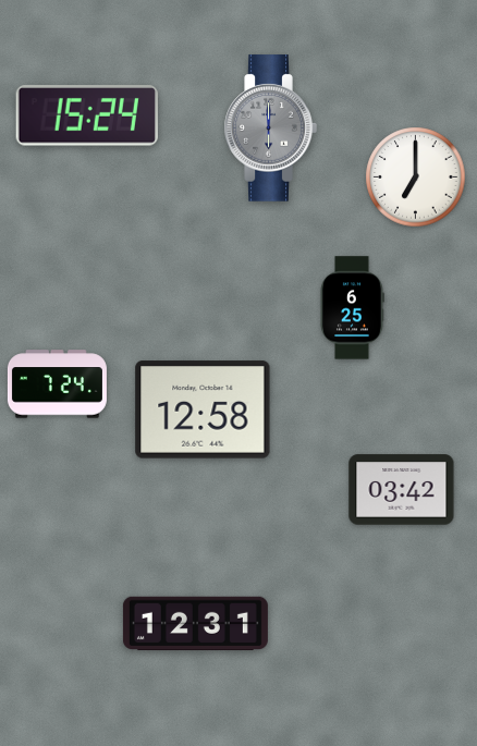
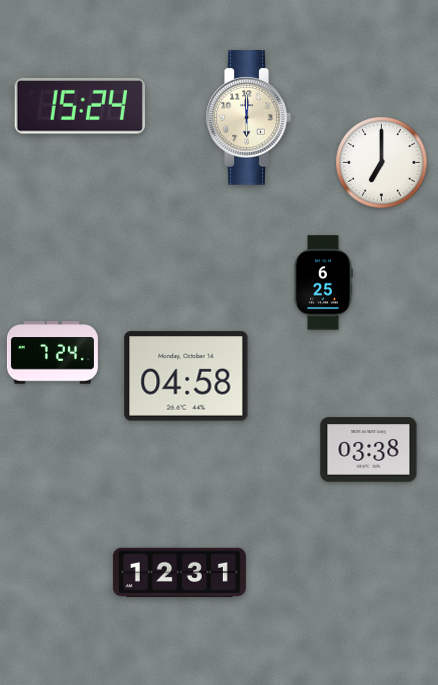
clock at (270, 129) dial: grey -> cream
clock at (203, 409): 12:58 -> 04:58
clock at (402, 490): 03:42 -> 03:38
